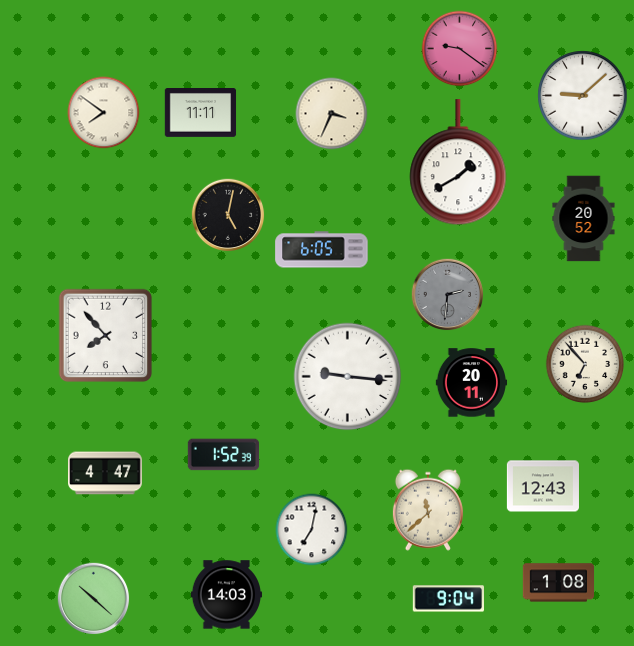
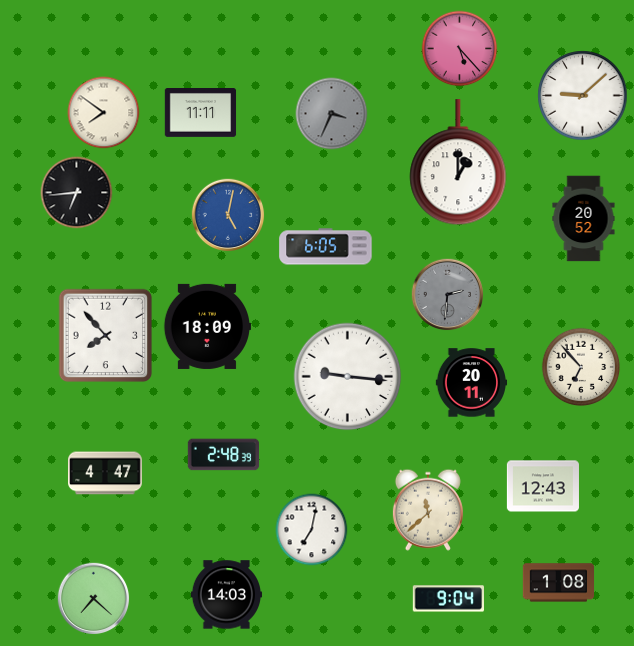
clock at (460, 49): 9:21 -> 5:23
clock at (332, 114) dial: cream -> grey
clock at (458, 163): 1:40 -> 1:00
clock at (77, 193): none -> 6:44
clock at (228, 215) dial: black -> blue
clock at (322, 250) position: (322, 250) -> (326, 247)
clock at (207, 326): none -> 18:09
clock at (585, 364) position: (585, 364) -> (581, 367)
clock at (224, 455): 1:52 -> 2:48
clock at (94, 599): 10:22 -> 7:22
